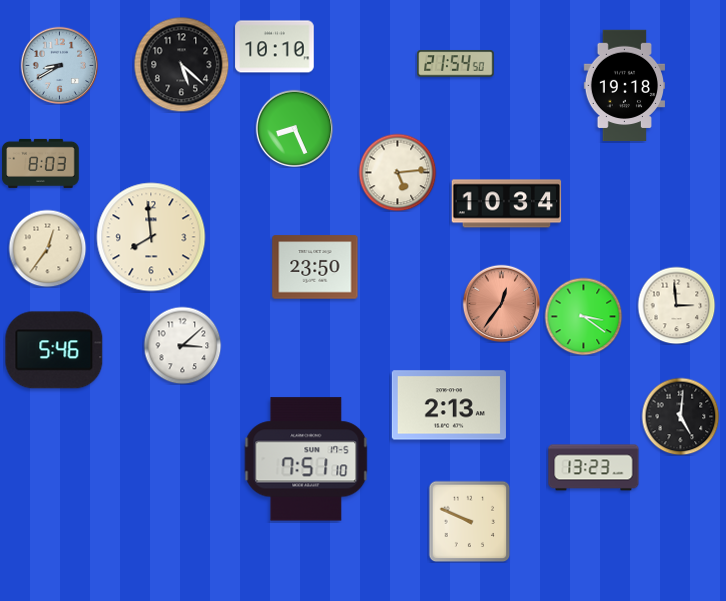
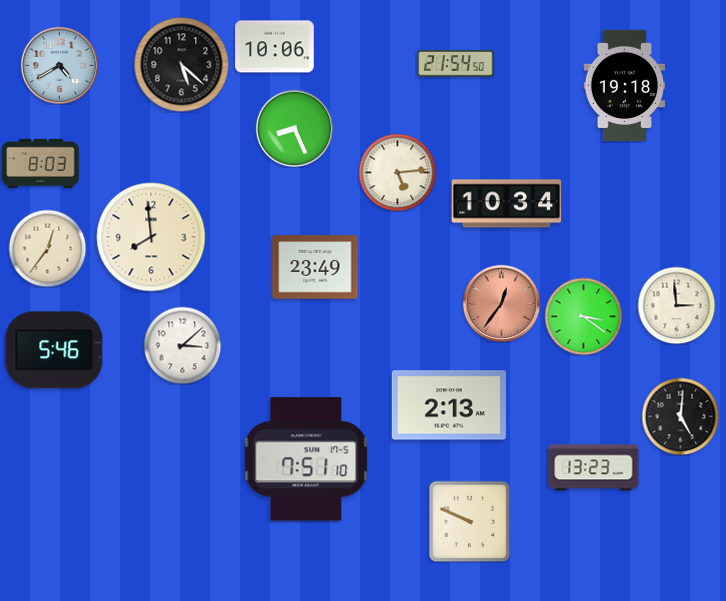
clock at (275, 47): 10:10 -> 10:06
clock at (59, 65): 8:40 -> 4:40
clock at (315, 267): 23:50 -> 23:49
